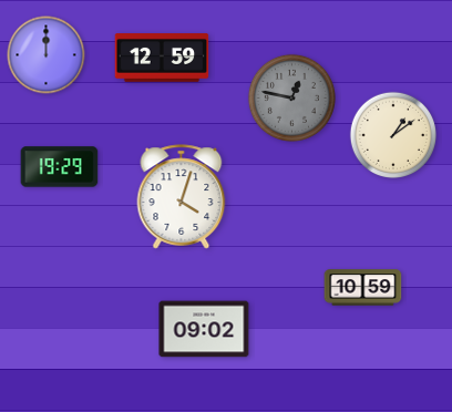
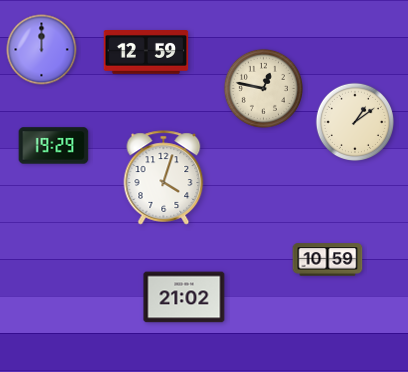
clock at (291, 97) dial: grey -> cream
clock at (60, 167) position: (60, 167) -> (54, 146)
clock at (204, 329): 09:02 -> 21:02
